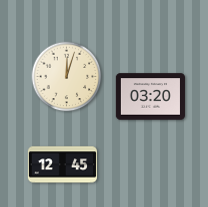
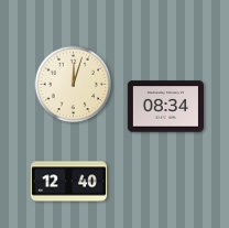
clock at (150, 97): 03:20 -> 08:34
clock at (62, 165): 12:45 -> 12:40
